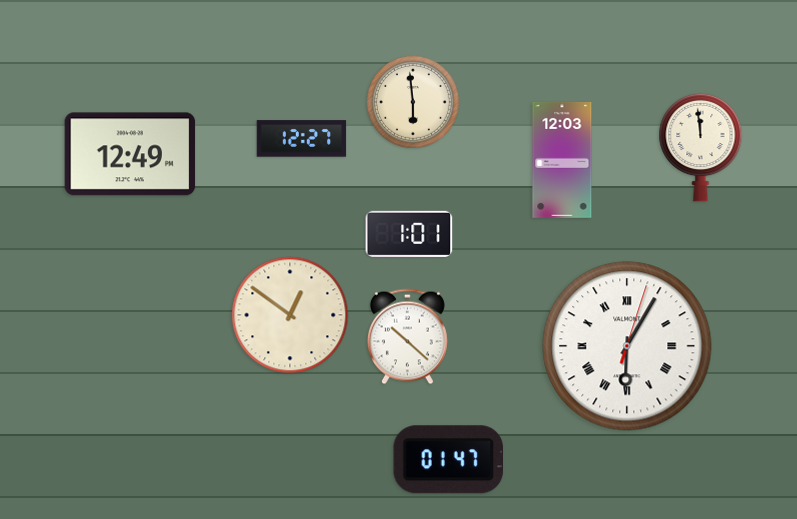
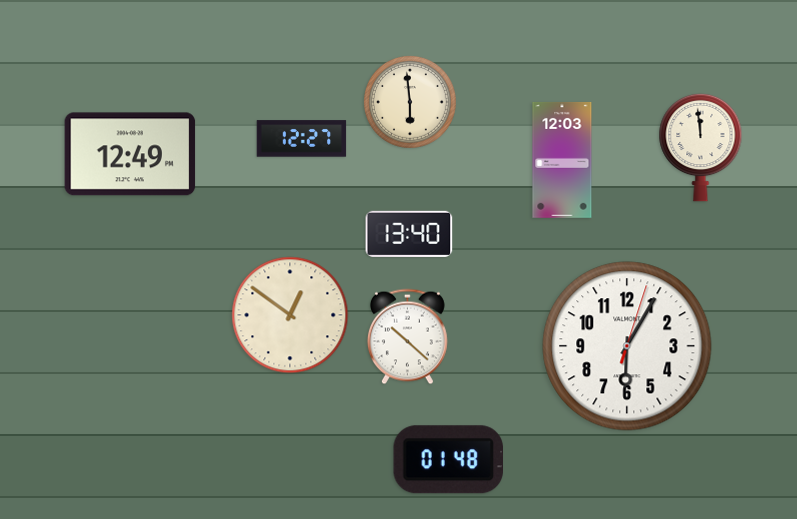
clock at (413, 102) position: (413, 102) -> (410, 102)
clock at (409, 234): 1:01 -> 13:40
clock at (627, 346) numerals: Roman -> Arabic
clock at (448, 460): 01:47 -> 01:48
